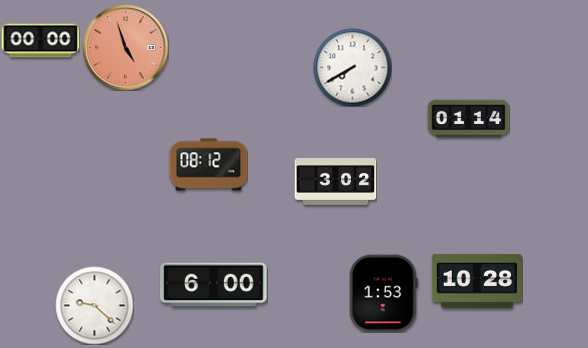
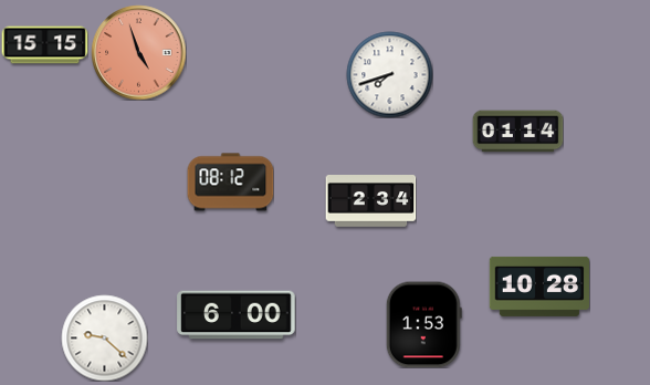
clock at (40, 41): 00:00 -> 15:15
clock at (352, 67): 7:40 -> 7:42
clock at (335, 182): 3:02 -> 2:34
clock at (476, 281) position: (476, 281) -> (538, 287)
